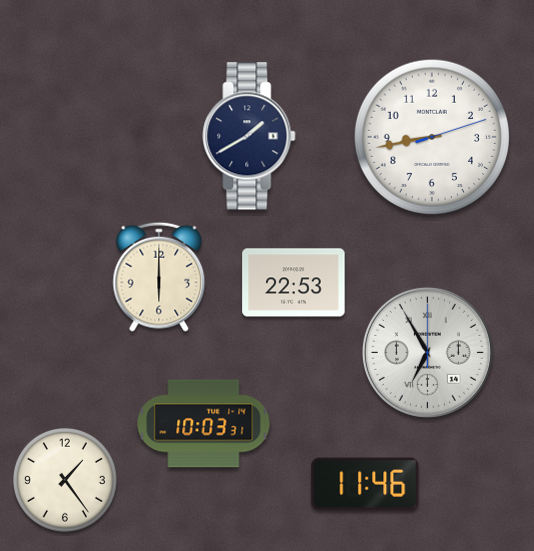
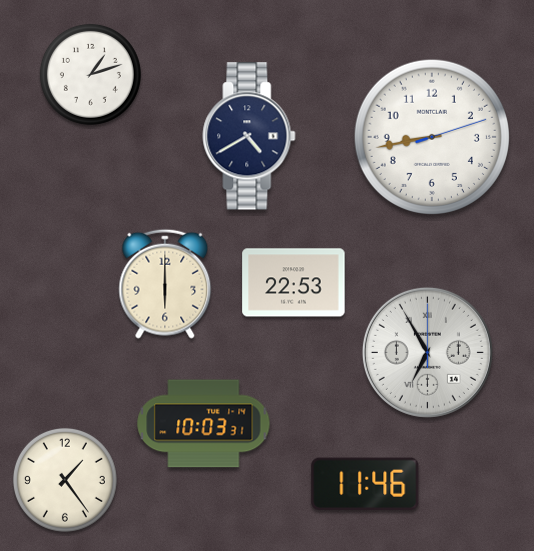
clock at (90, 74): none -> 1:12
clock at (249, 136): 1:40 -> 4:40
clock at (159, 277) position: (159, 277) -> (165, 284)
